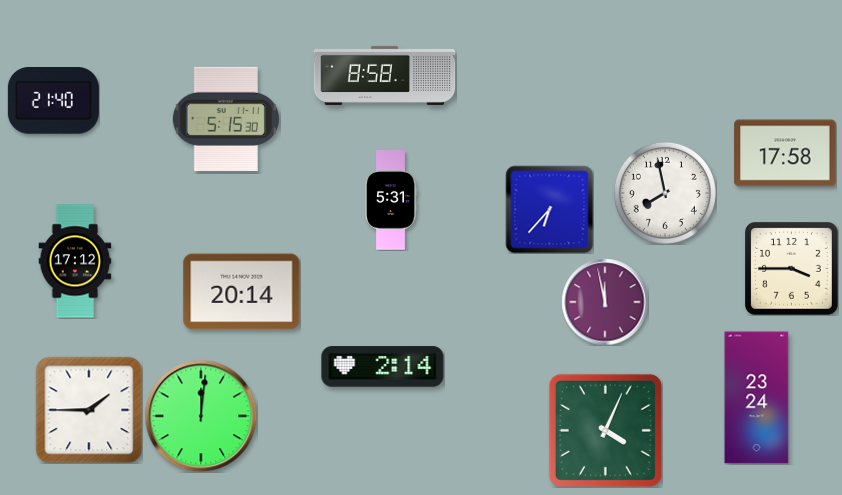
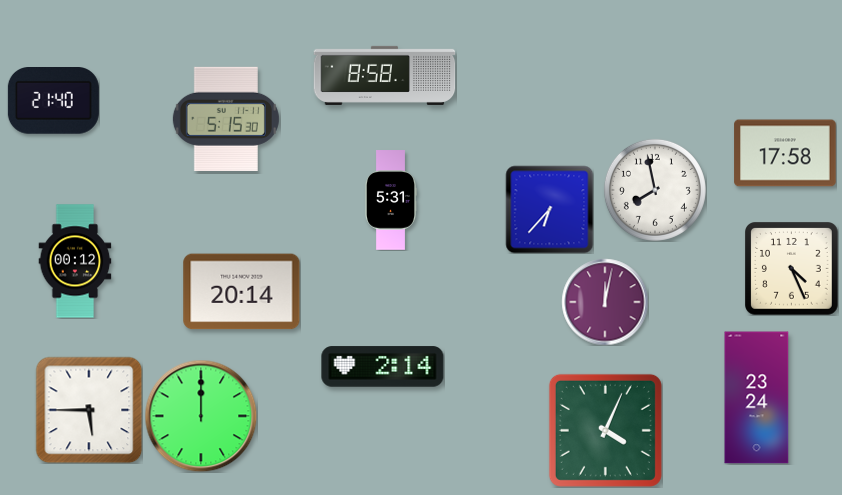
clock at (665, 193) position: (665, 193) -> (655, 190)
clock at (75, 261): 17:12 -> 00:12
clock at (792, 269): 3:45 -> 4:26
clock at (605, 302): 11:58 -> 12:02
clock at (89, 410): 1:45 -> 5:45
clock at (201, 416): 12:01 -> 12:00
